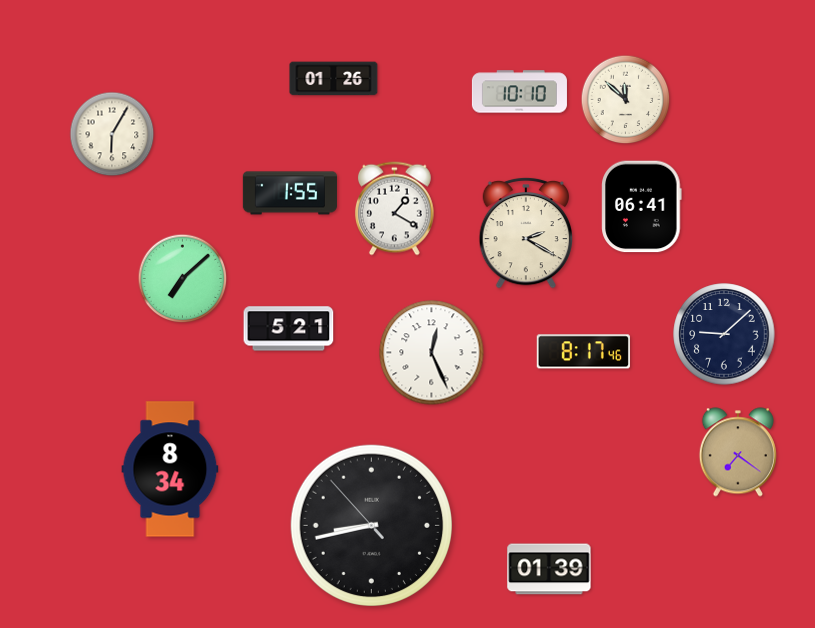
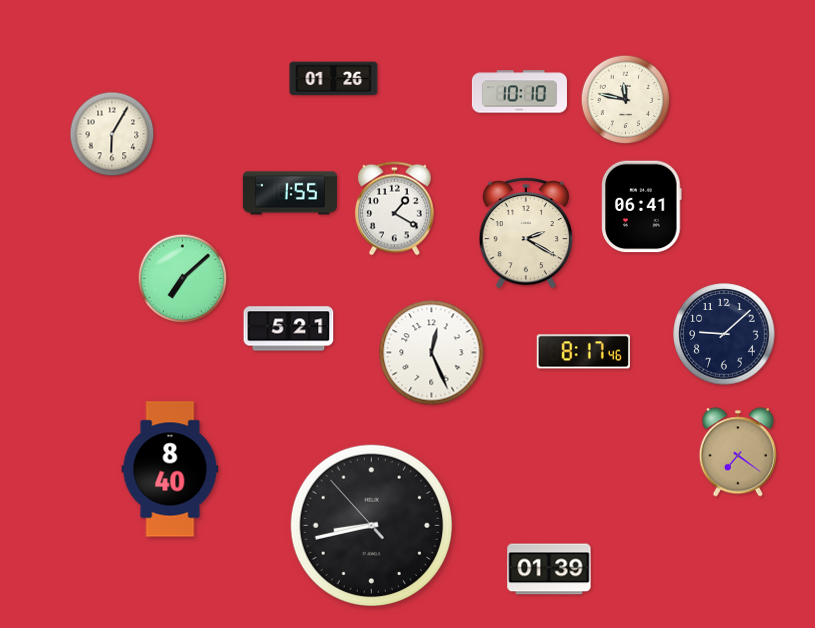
clock at (626, 100): 11:52 -> 11:47
clock at (170, 469): 8:34 -> 8:40
